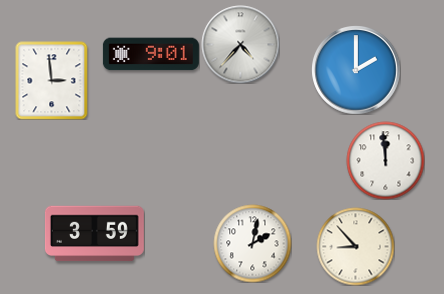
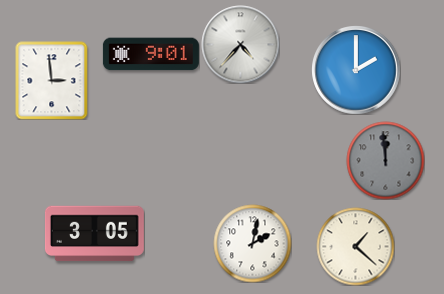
clock at (385, 160) dial: white -> grey
clock at (94, 234): 3:59 -> 3:05
clock at (355, 246): 8:53 -> 1:22
